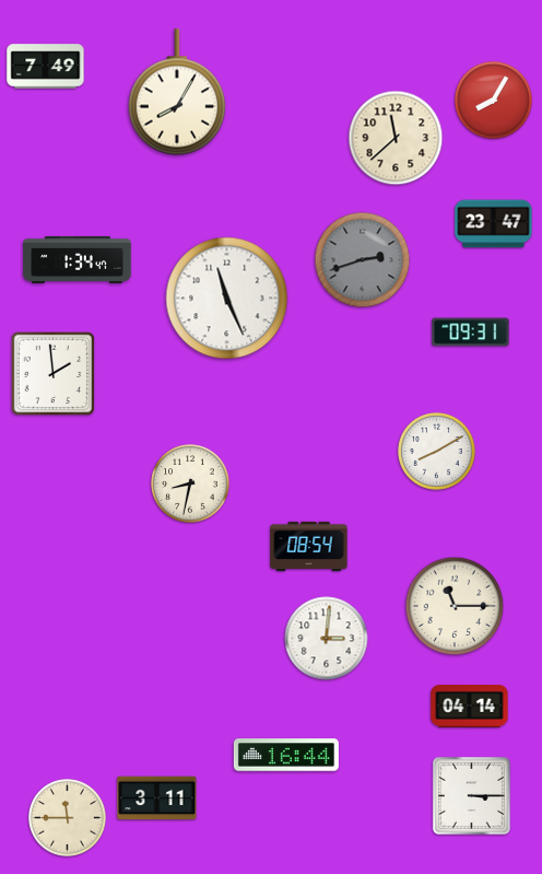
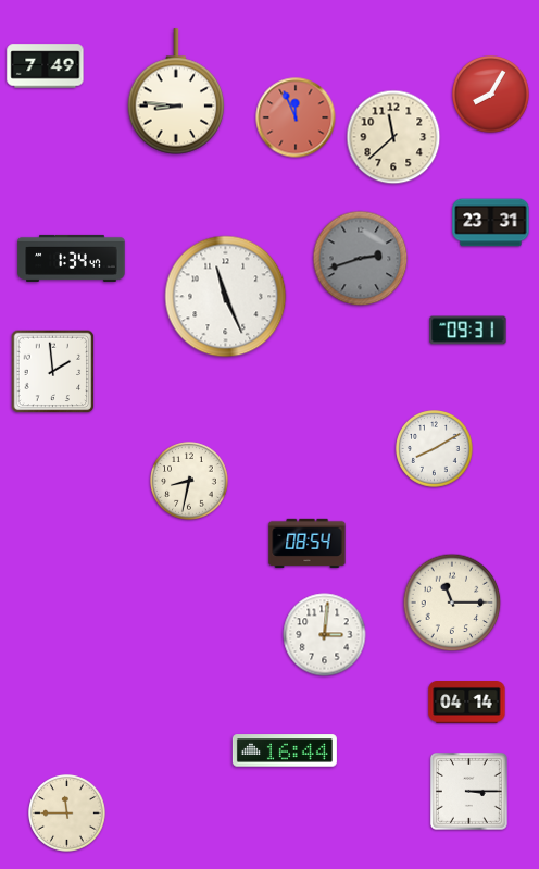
clock at (177, 92): 8:05 -> 8:46
clock at (494, 101) position: (494, 101) -> (491, 95)
clock at (296, 117): none -> 11:56
clock at (494, 224): 23:47 -> 23:31
clock at (78, 259) position: (78, 259) -> (72, 258)
clock at (157, 799): 3:11 -> none
